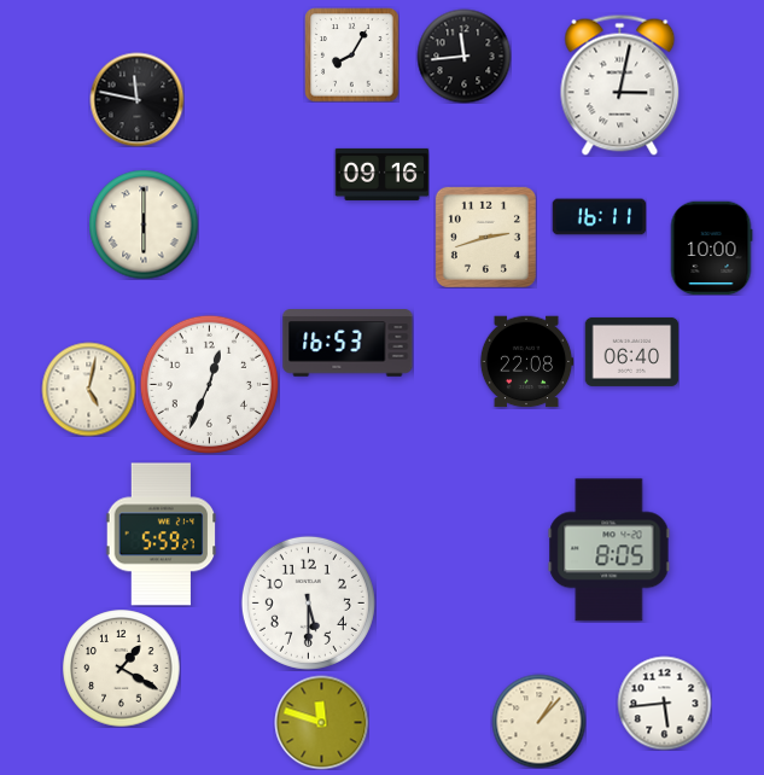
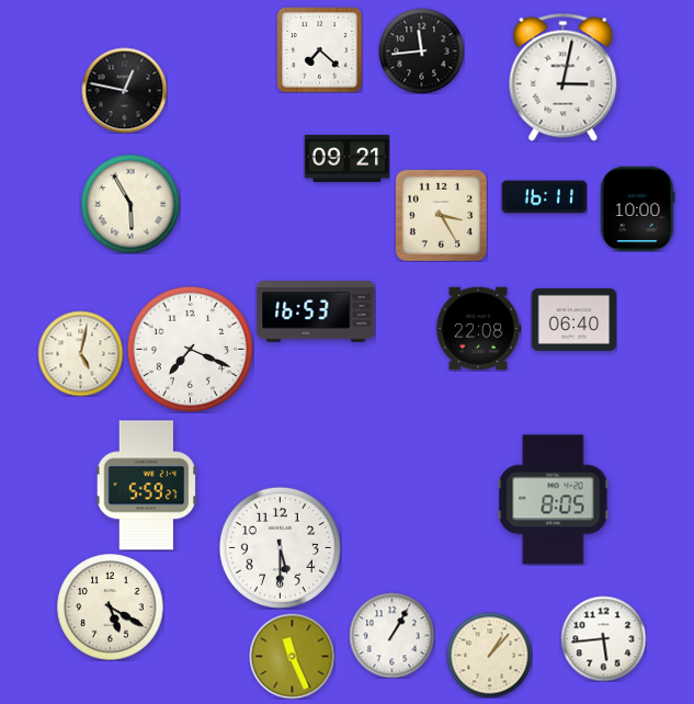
clock at (351, 54): 8:05 -> 7:22
clock at (136, 99): 11:47 -> 12:47
clock at (381, 174): 09:16 -> 09:21
clock at (144, 225): 6:00 -> 5:55
clock at (485, 237): 2:42 -> 3:25
clock at (711, 247) position: (711, 247) -> (637, 208)
clock at (209, 384): 12:34 -> 7:19
clock at (122, 669): 1:20 -> 5:20
clock at (391, 635): none -> 1:05
clock at (321, 722): 11:48 -> 11:26
